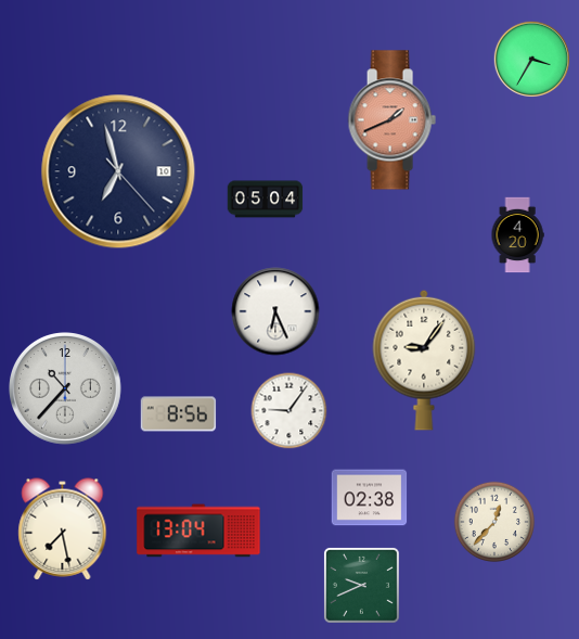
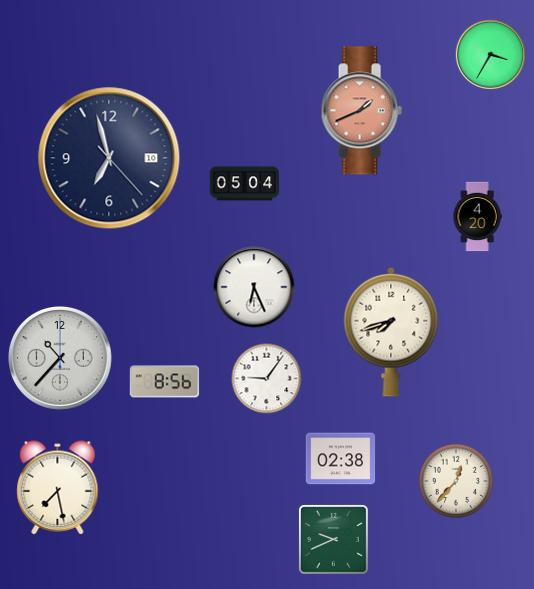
clock at (424, 360): 9:06 -> 7:42
clock at (198, 531): 13:04 -> none
